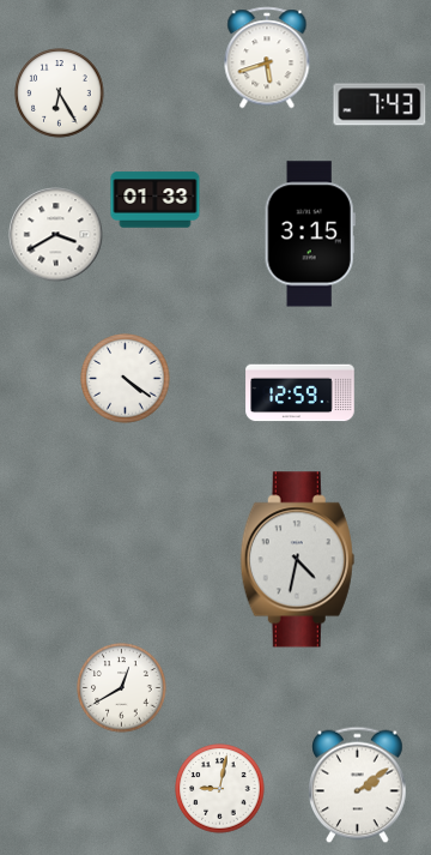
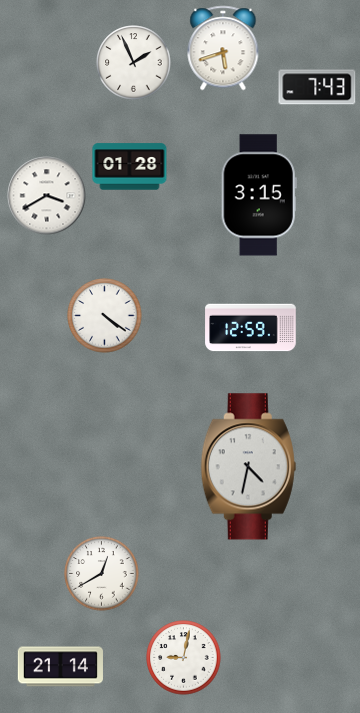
clock at (134, 63): none -> 1:56
clock at (60, 94): 6:25 -> none
clock at (156, 200): 01:33 -> 01:28
clock at (358, 785): 2:09 -> none
clock at (60, 667): none -> 21:14
